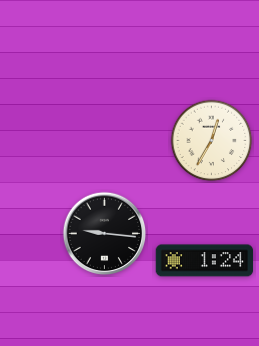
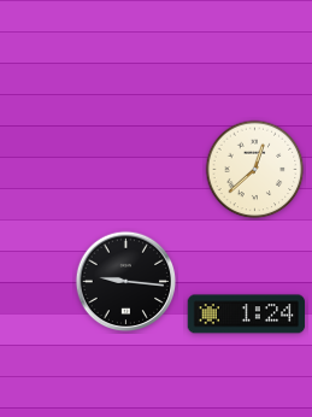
clock at (212, 141): 12:35 -> 12:38
